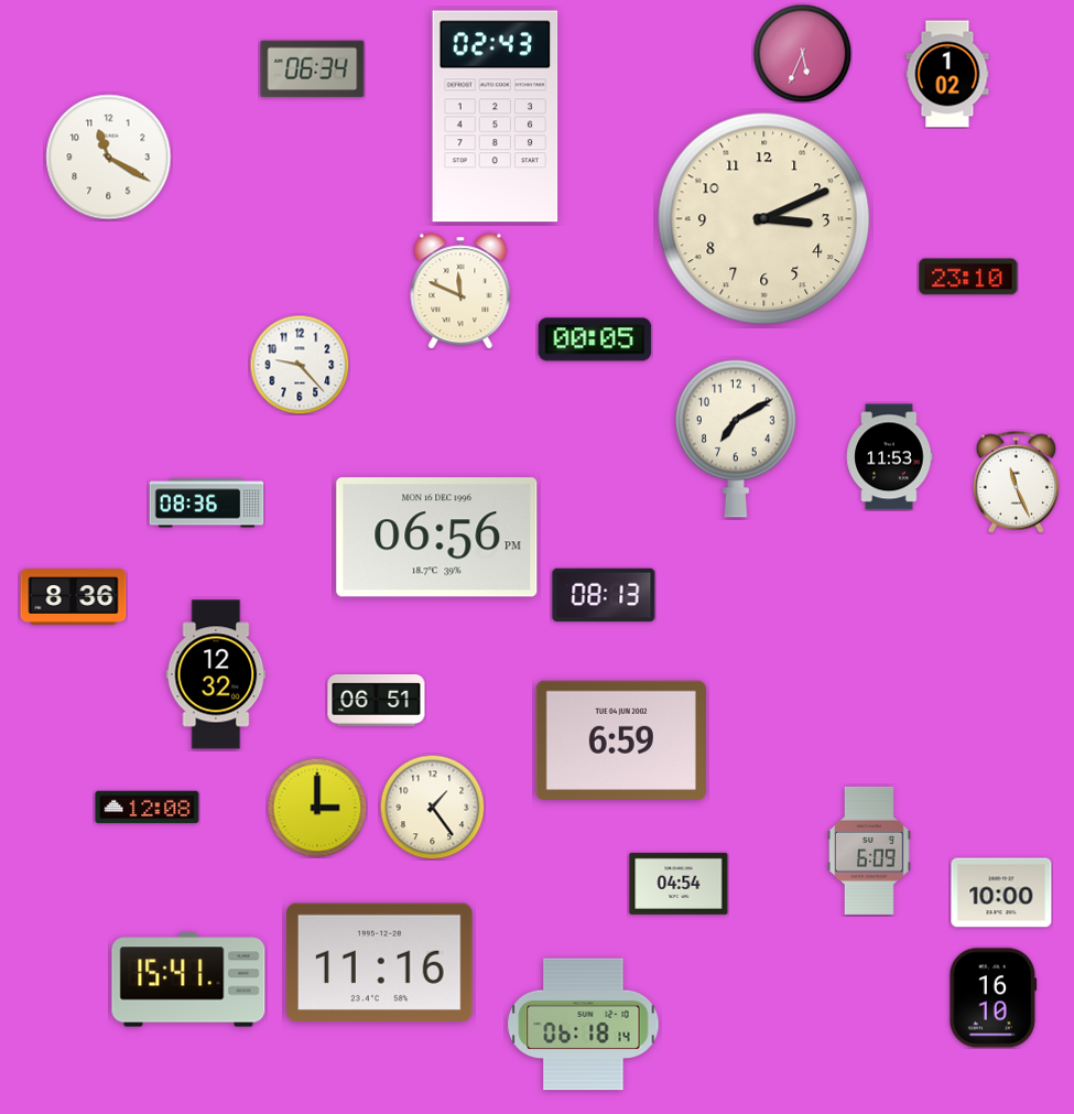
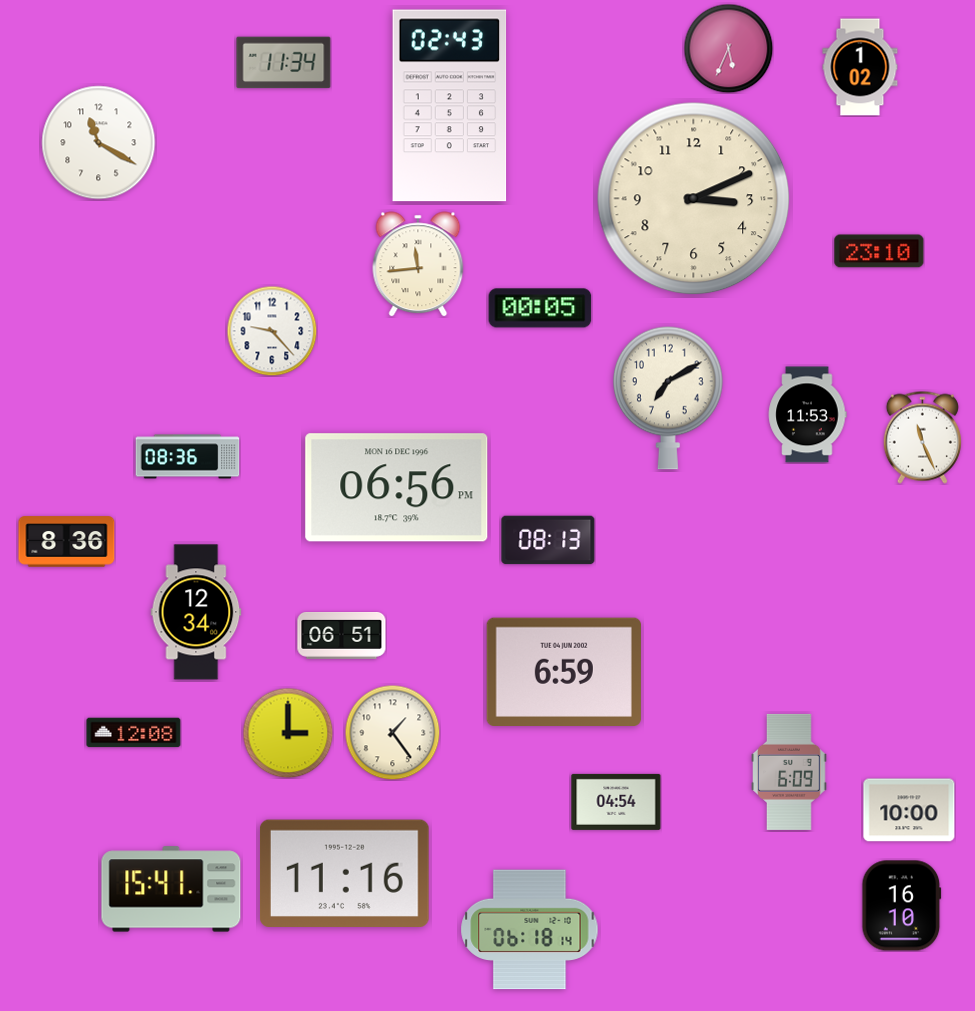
clock at (313, 69): 06:34 -> 11:34
clock at (460, 291): 11:49 -> 11:44
clock at (216, 674): 12:32 -> 12:34
